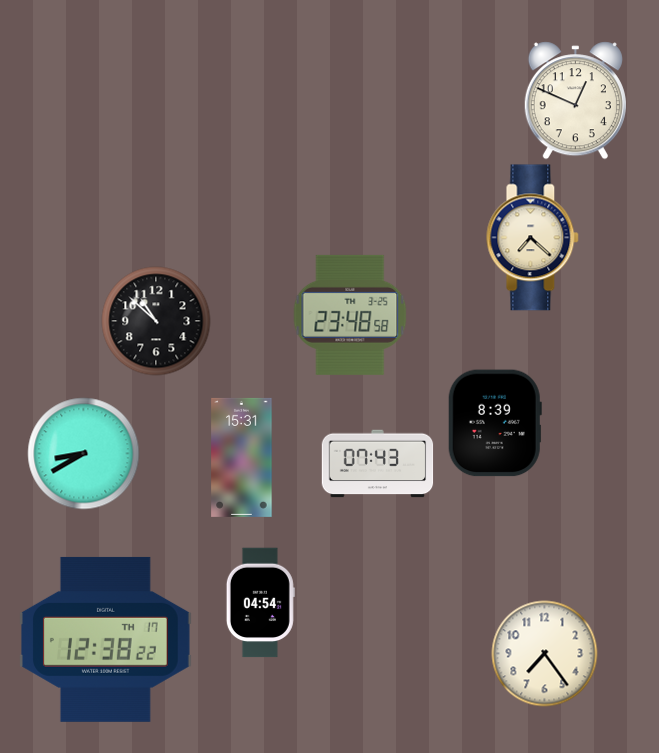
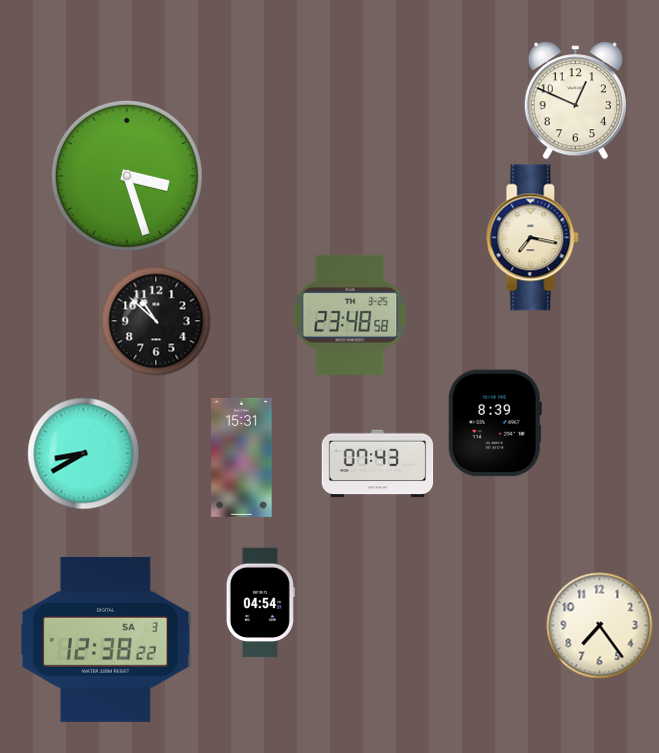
clock at (127, 176): none -> 3:27
clock at (533, 238): 7:22 -> 7:17
clock at (106, 639) date: TH 17 -> SA 3
clock at (545, 654) position: (545, 654) -> (600, 626)
